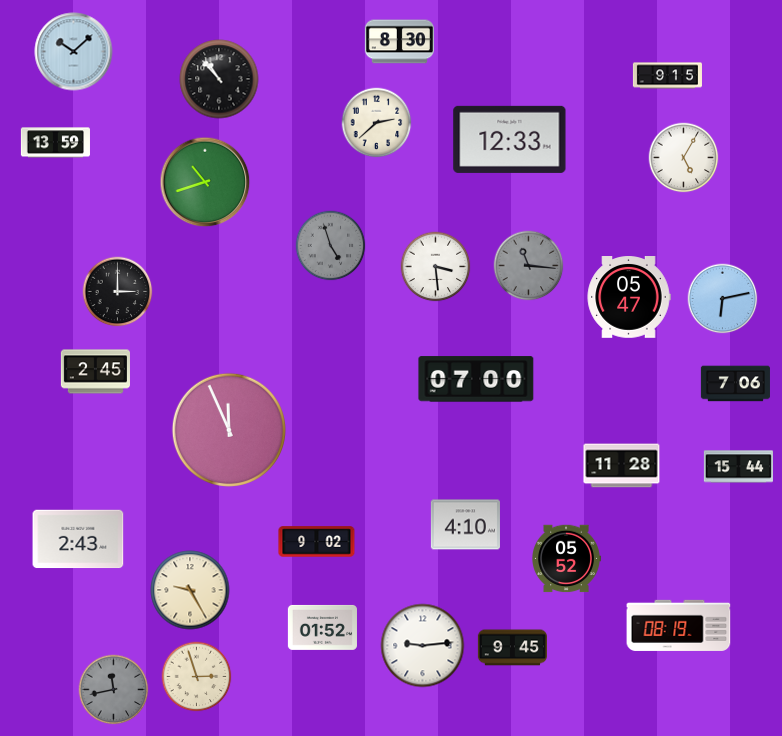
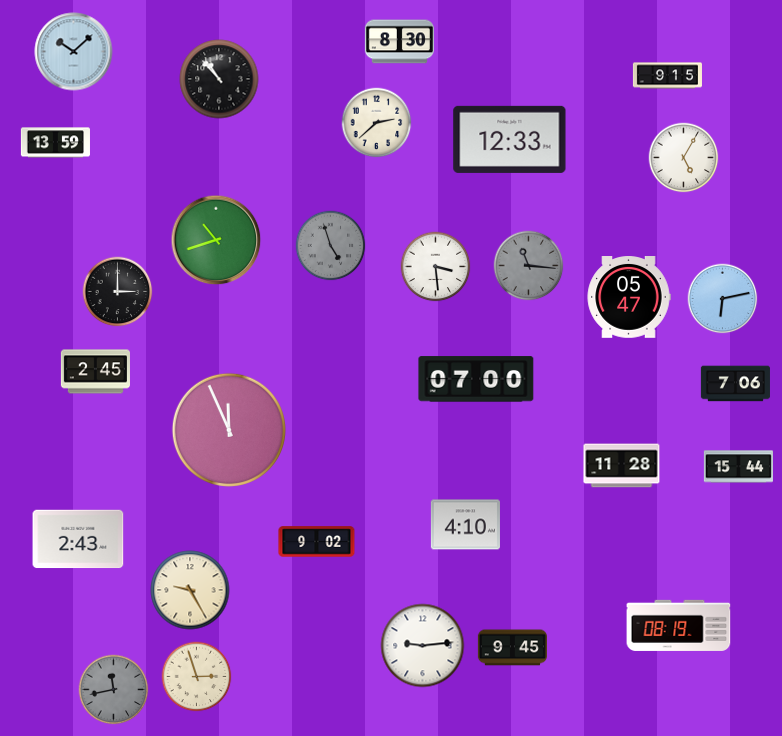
clock at (205, 182) position: (205, 182) -> (216, 240)
clock at (566, 559): 05:52 -> none
clock at (322, 627): 01:52 -> none
